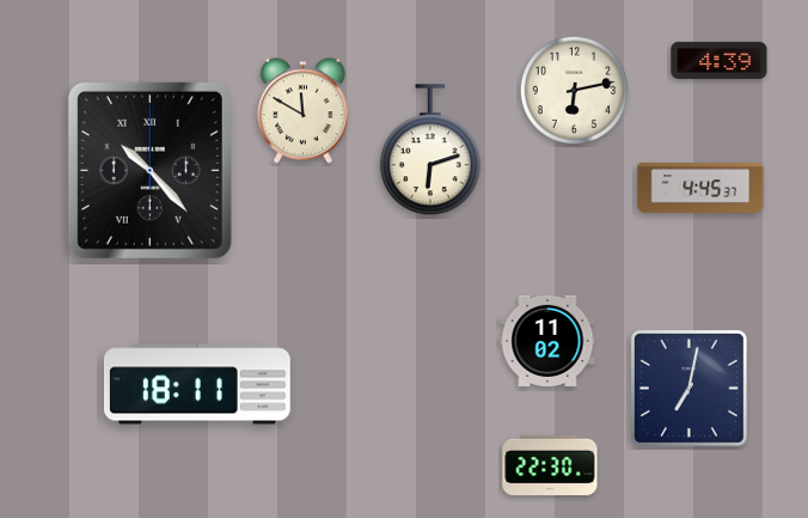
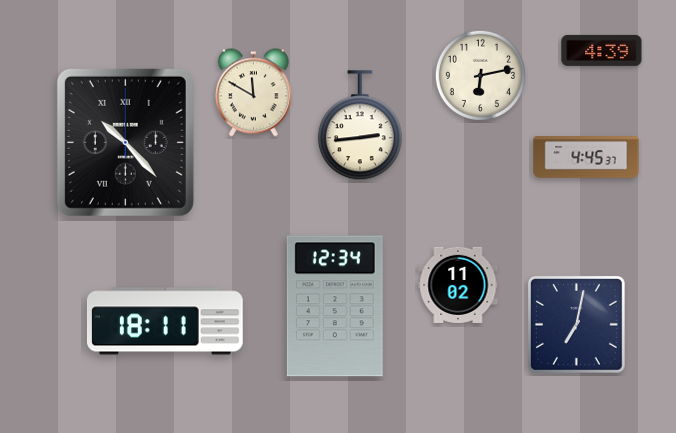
clock at (430, 151): 6:12 -> 2:44
clock at (335, 306): none -> 12:34
clock at (550, 465): 22:30 -> none
